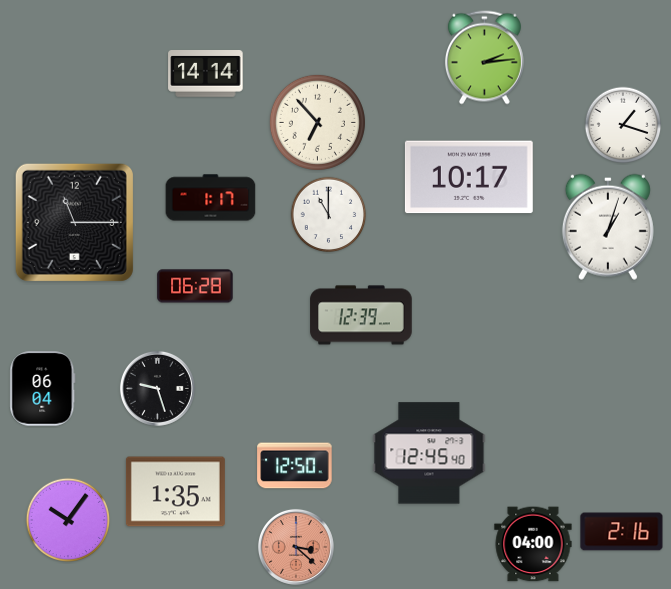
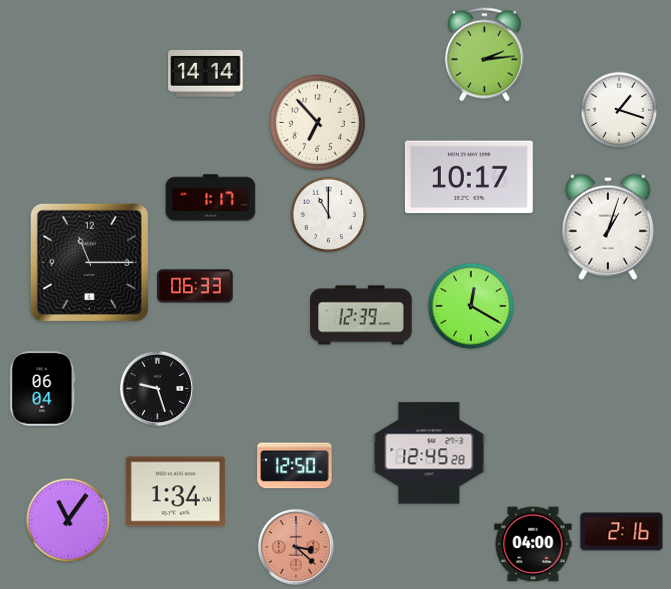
clock at (484, 58) position: (484, 58) -> (484, 55)
clock at (623, 125) position: (623, 125) -> (619, 110)
clock at (74, 222) position: (74, 222) -> (89, 262)
clock at (195, 286): 06:28 -> 06:33
clock at (470, 305): none -> 12:20
clock at (429, 453): 12:45:40 -> 12:45:28
clock at (175, 492): 1:35 -> 1:34
clock at (67, 519): 10:06 -> 11:06
